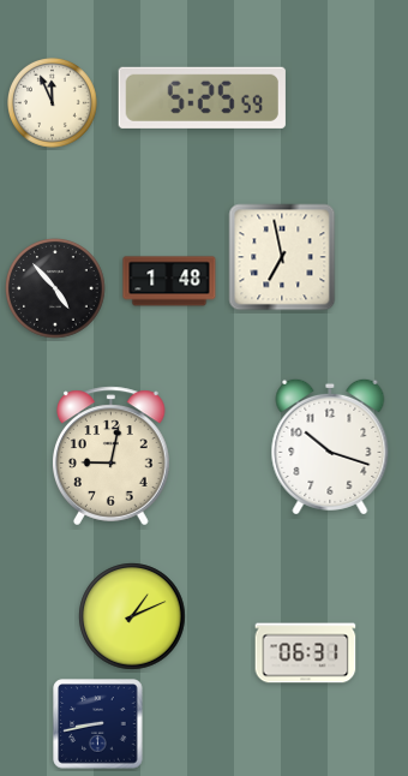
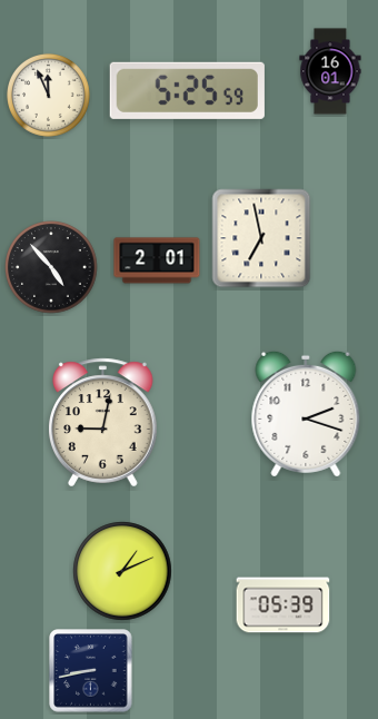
clock at (330, 71): none -> 16:01
clock at (169, 281): 1:48 -> 2:01
clock at (330, 447): 10:18 -> 2:18
clock at (306, 653): 06:31 -> 05:39
